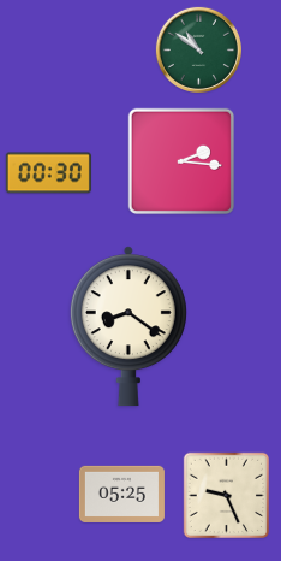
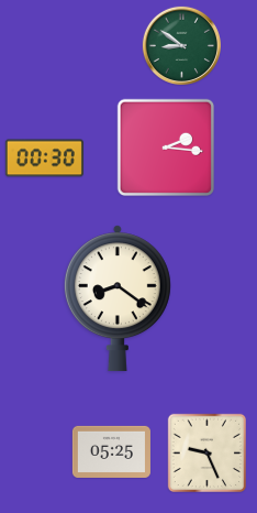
clock at (198, 49): 10:51 -> 8:51
